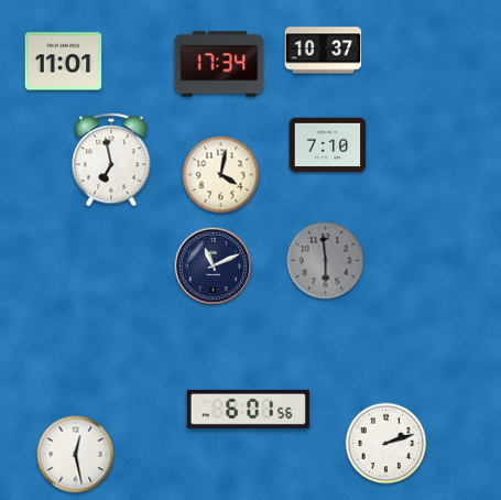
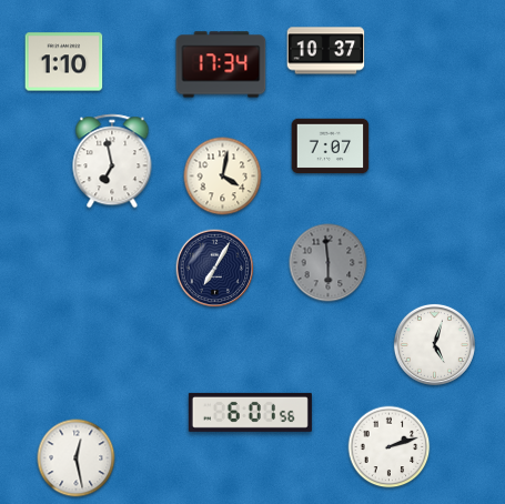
clock at (64, 62): 11:01 -> 1:10
clock at (328, 145): 7:10 -> 7:07
clock at (214, 267): 11:11 -> 7:05
clock at (434, 344): none -> 5:03
